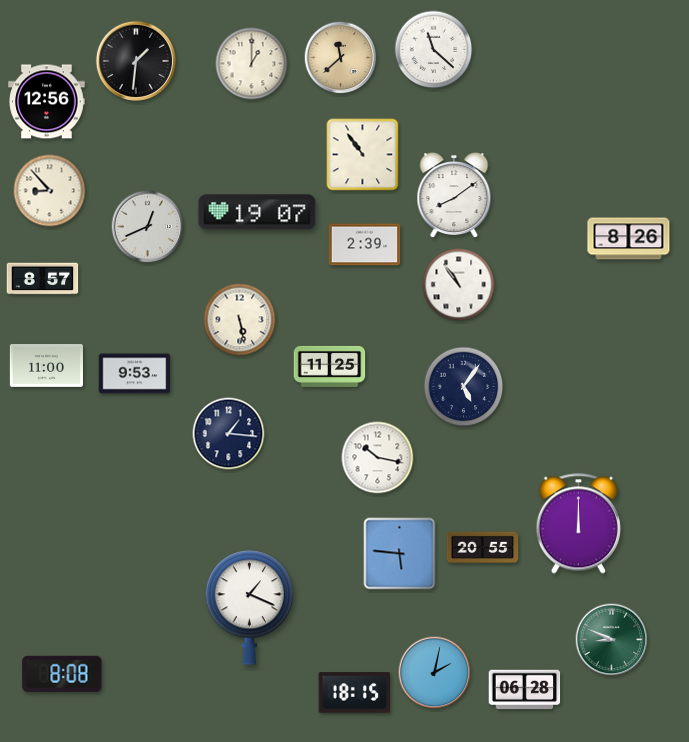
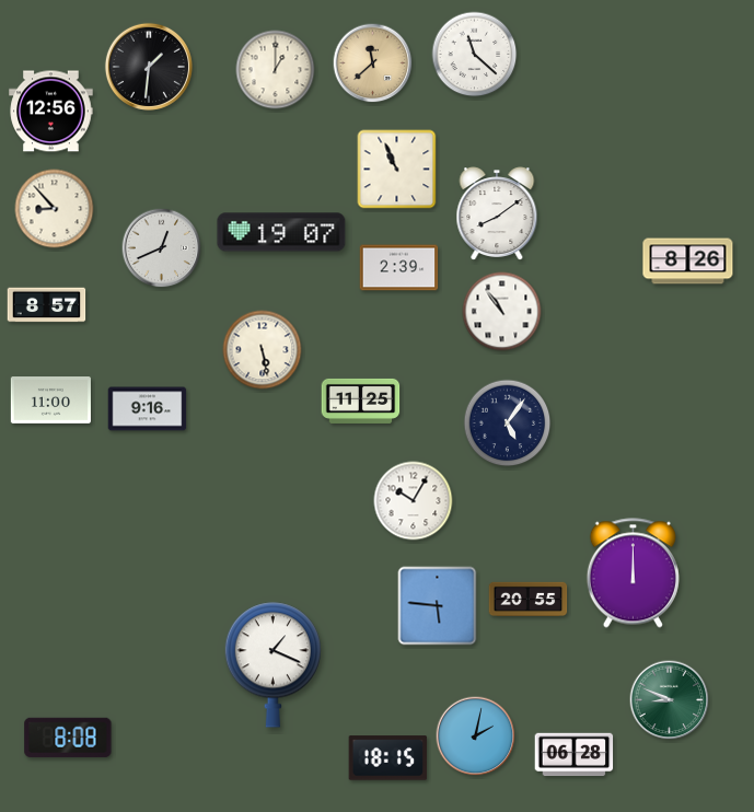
clock at (363, 155): 10:54 -> 10:56
clock at (135, 374): 9:53 -> 9:16
clock at (229, 434): 1:16 -> none
clock at (378, 458): 10:17 -> 10:05
